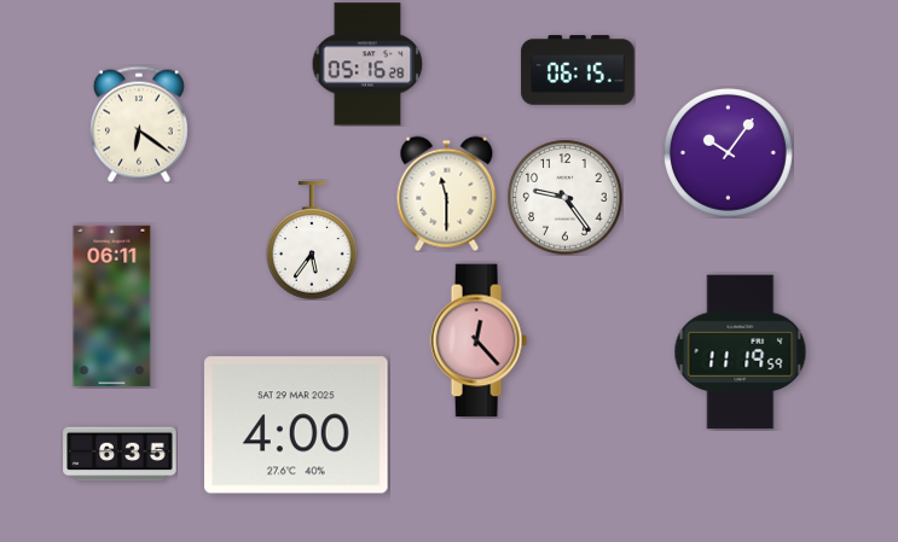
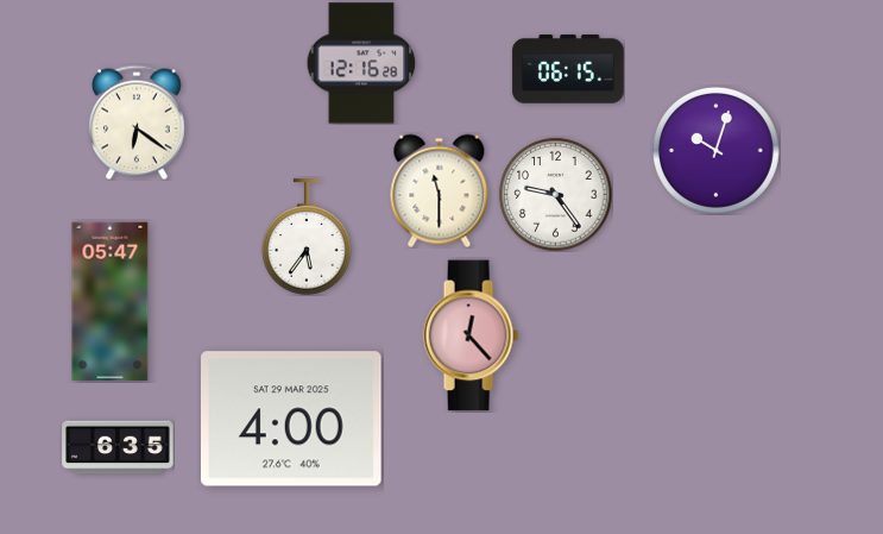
clock at (367, 64): 05:16 -> 12:16
clock at (728, 152): 10:06 -> 10:03
clock at (112, 307): 06:11 -> 05:47
clock at (741, 352): 11:19 -> none
